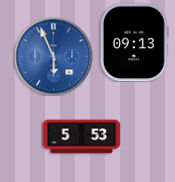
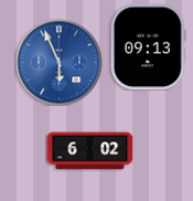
clock at (81, 137): 5:53 -> 6:02
